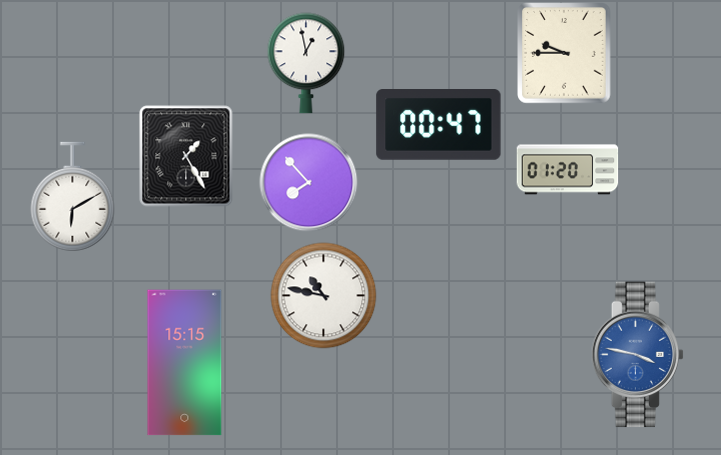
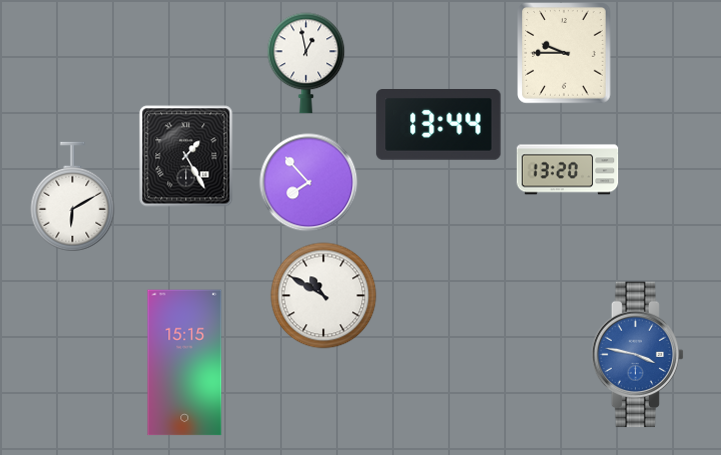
clock at (439, 125): 00:47 -> 13:44
clock at (568, 170): 01:20 -> 13:20
clock at (324, 296): 10:47 -> 10:50
